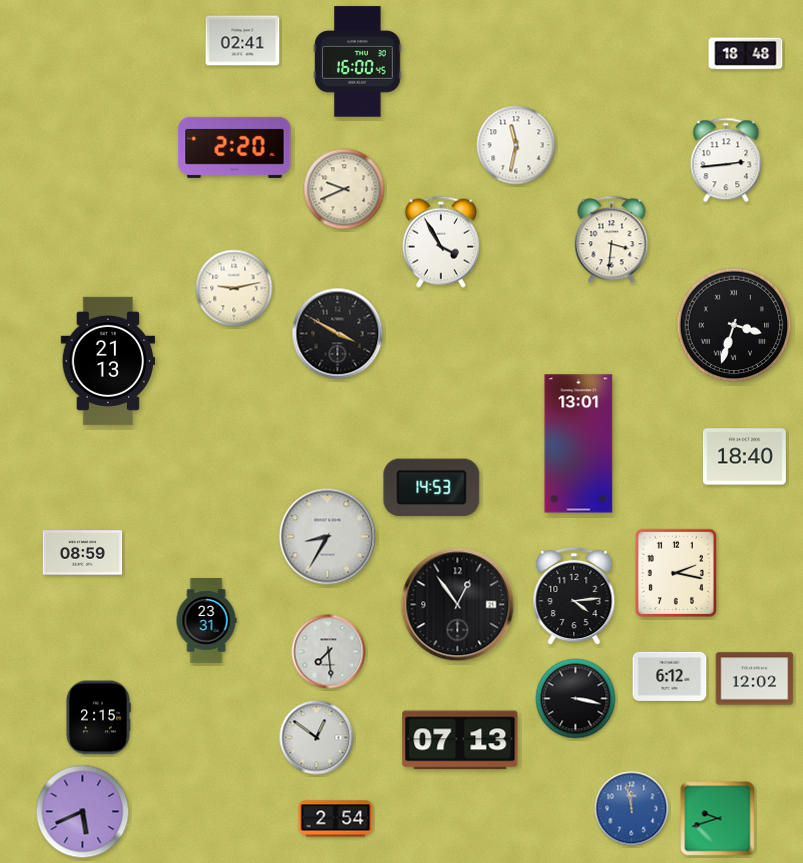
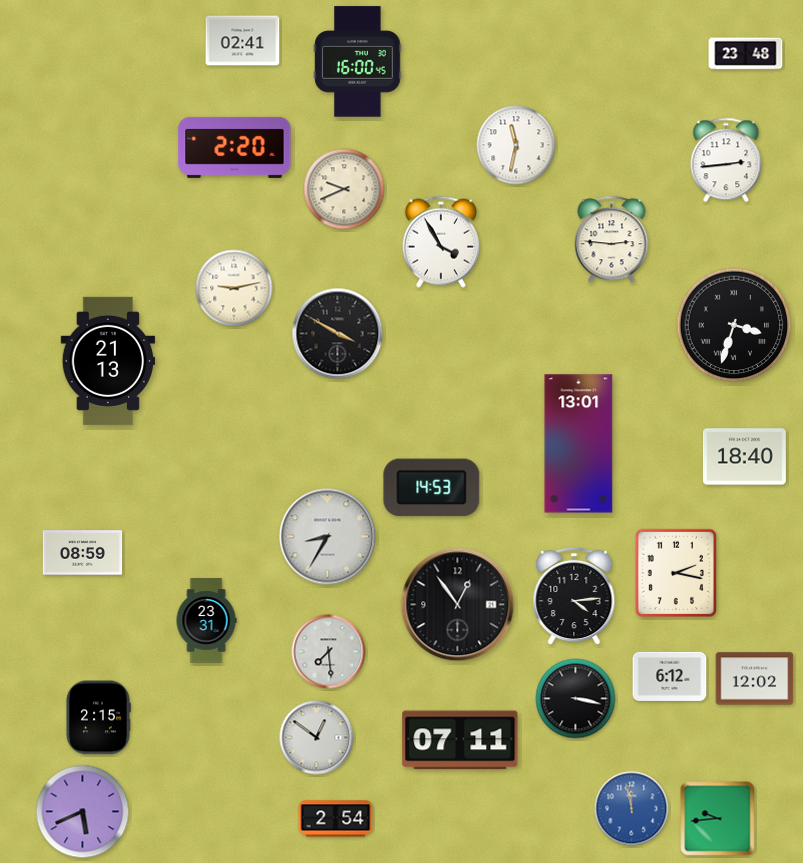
clock at (746, 54): 18:48 -> 23:48
clock at (612, 240): 3:31 -> 2:46
clock at (460, 740): 07:13 -> 07:11
clock at (718, 819): 9:42 -> 9:44
